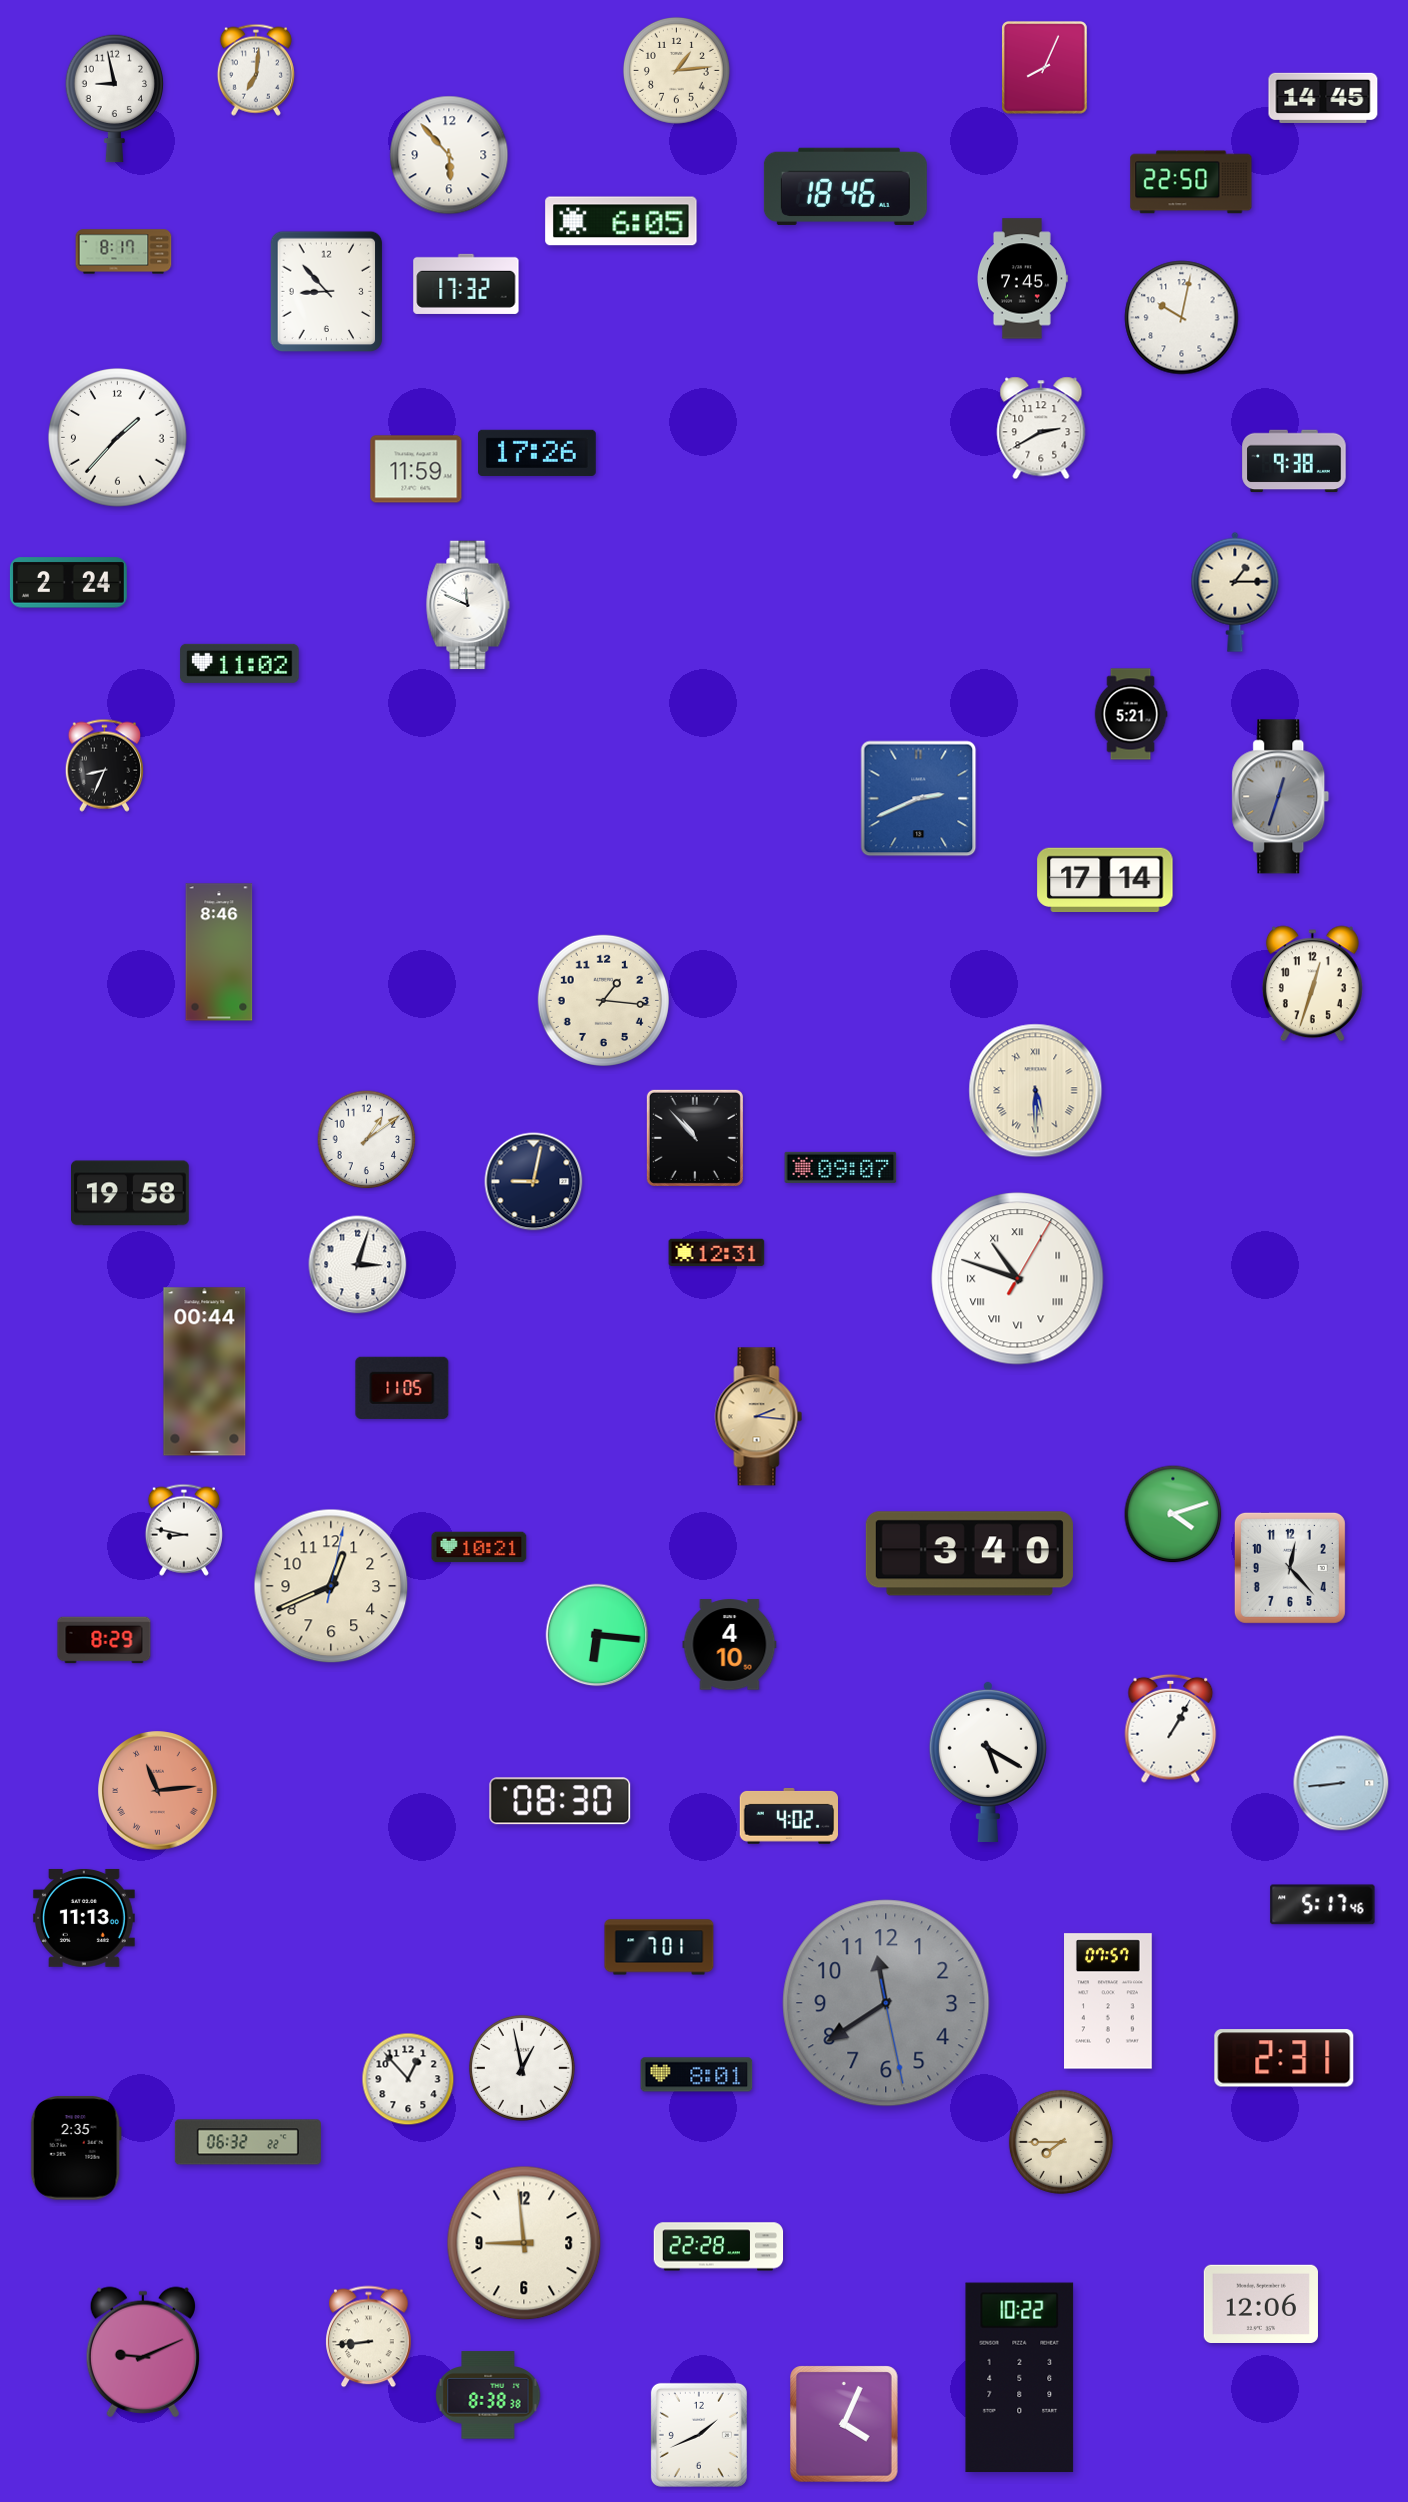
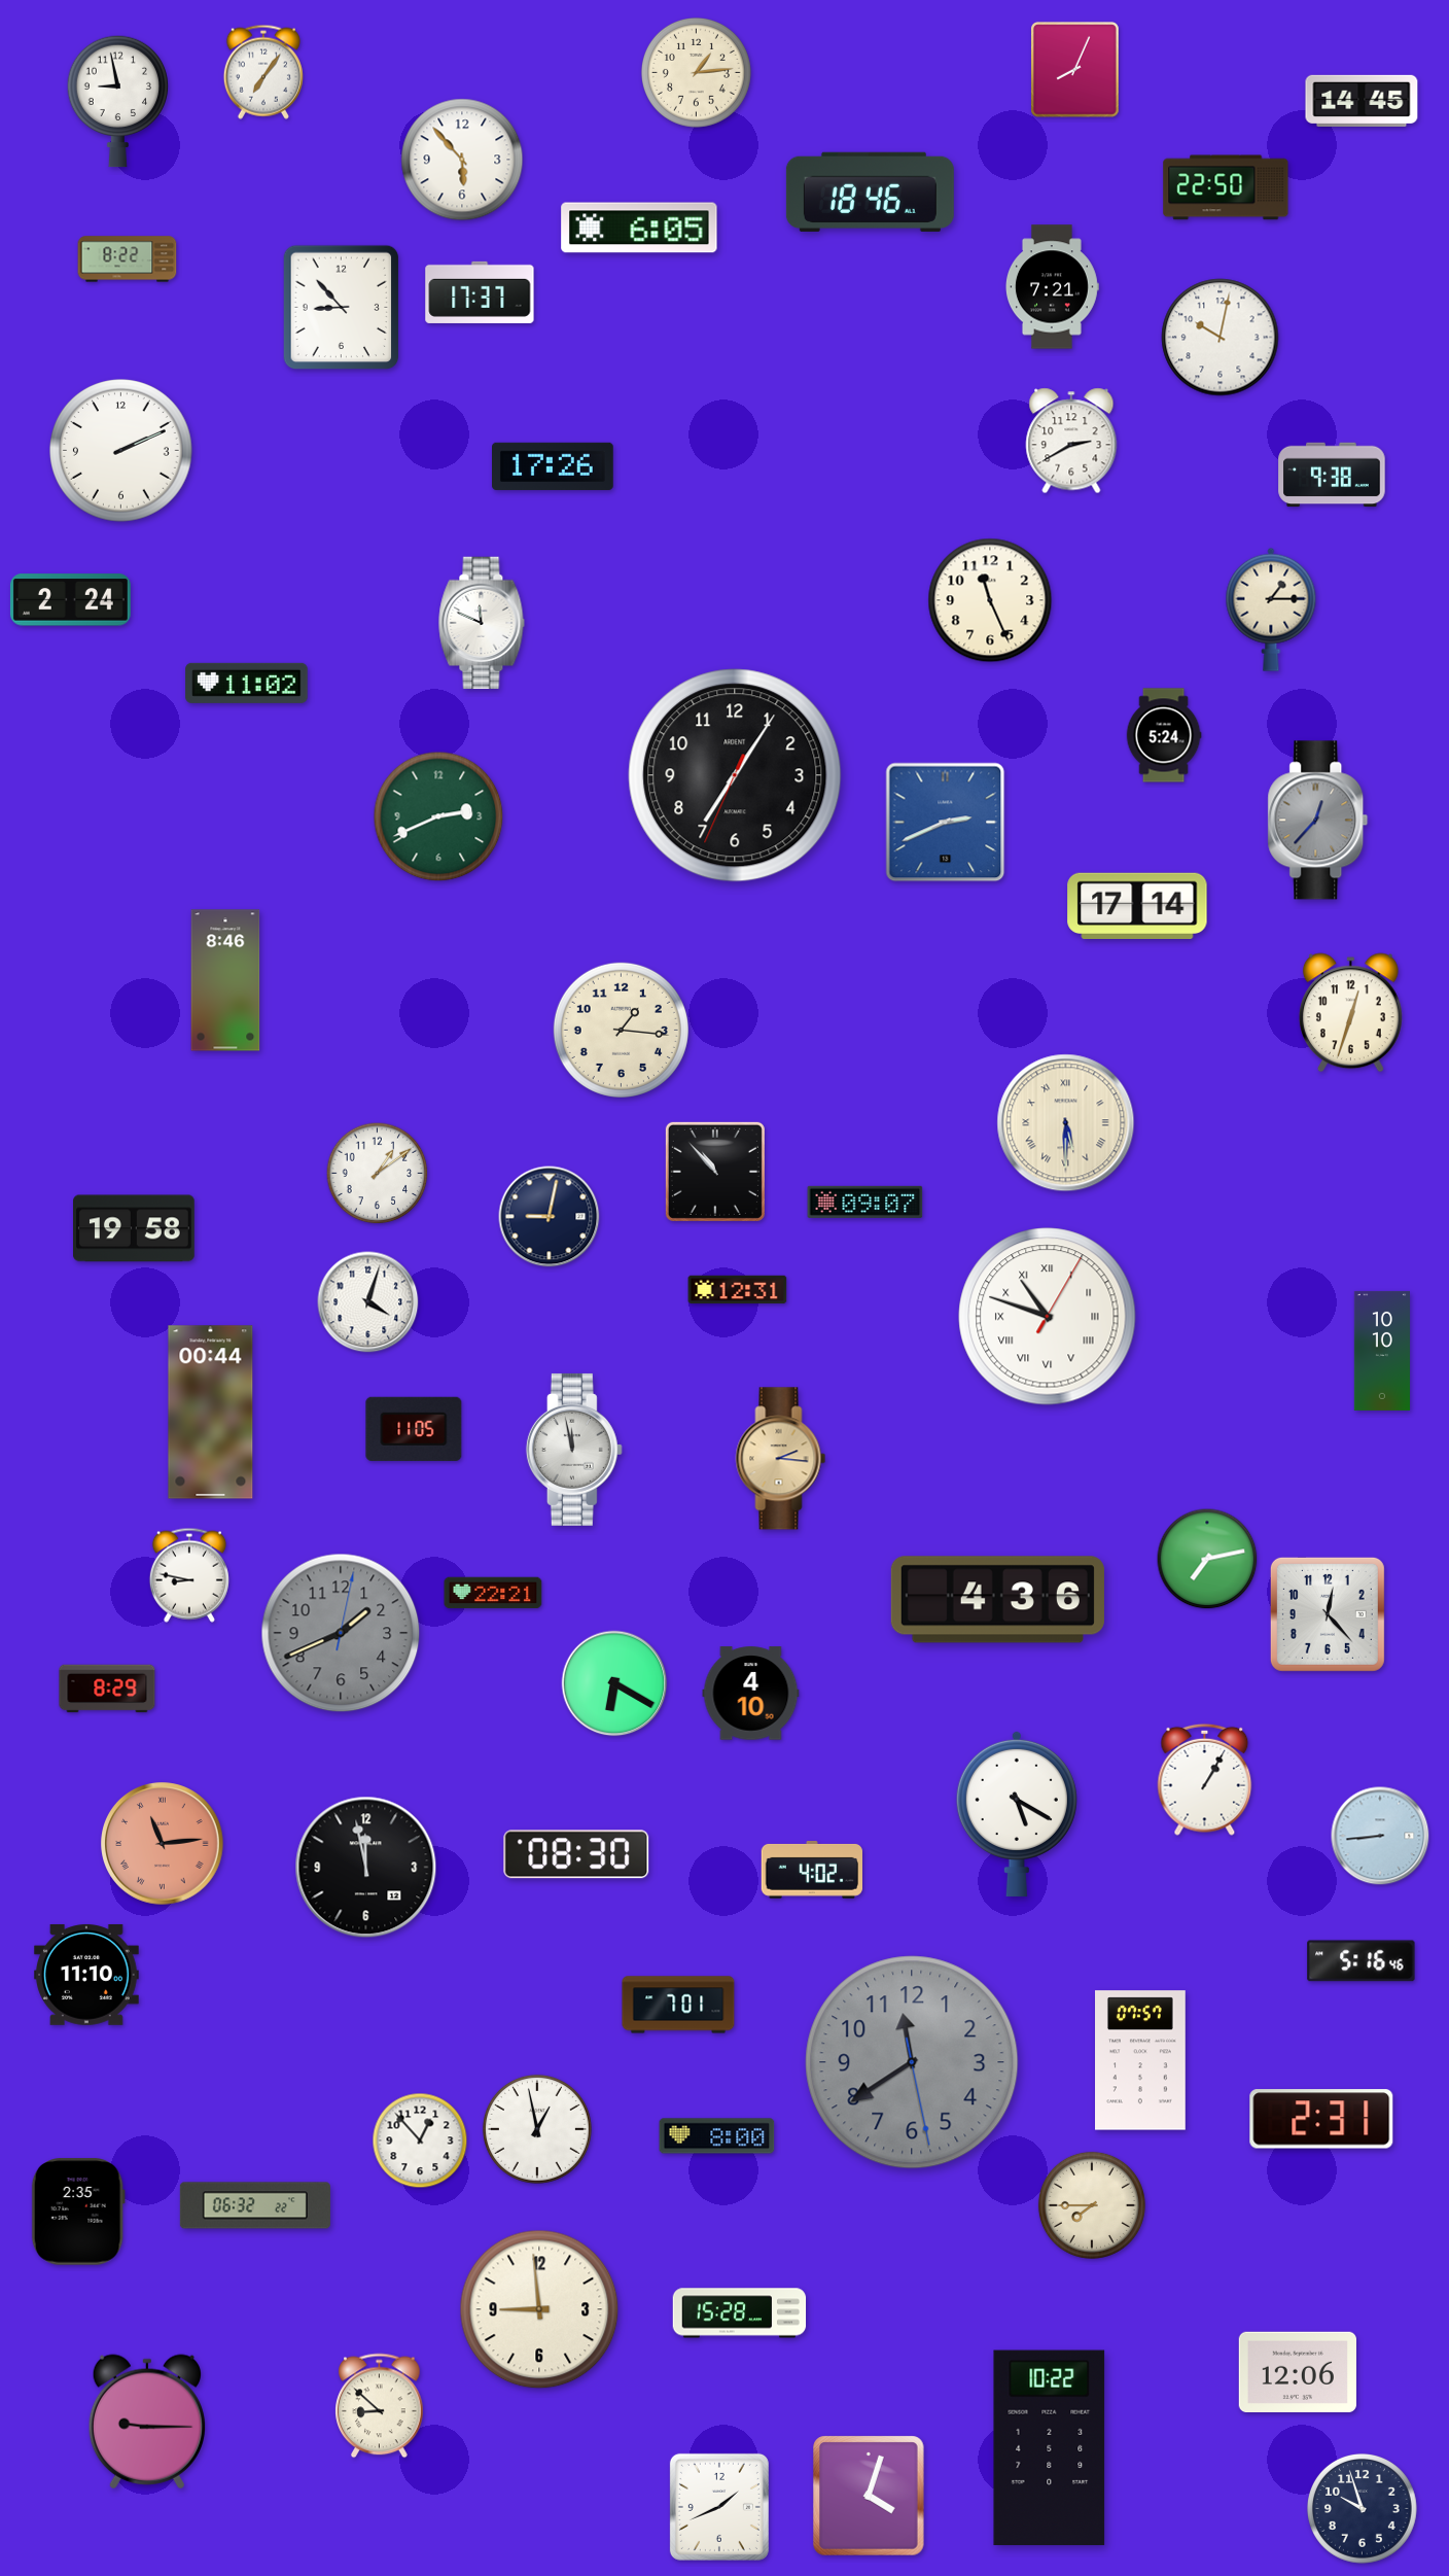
clock at (256, 70): 7:01 -> 7:06
clock at (124, 252): 8:17 -> 8:22
clock at (1022, 279): 7:45 -> 7:21
clock at (466, 284): 17:32 -> 17:37
clock at (327, 292) position: (327, 292) -> (342, 308)
clock at (1182, 318) position: (1182, 318) -> (1221, 338)
clock at (118, 438): 1:37 -> 2:11
clock at (416, 469): 11:59 -> none
clock at (990, 600): none -> 11:26
clock at (1131, 714): 5:21 -> 5:24
clock at (735, 775): none -> 7:05
clock at (104, 765): 8:34 -> none
clock at (438, 816): none -> 2:41
clock at (1281, 797): 12:33 -> 12:37
clock at (358, 1265): 3:03 -> 4:03
clock at (1381, 1351): none -> 10:10
clock at (574, 1450): none -> 11:58
clock at (1173, 1514): 4:12 -> 7:13
clock at (479, 1547): 10:21 -> 22:21
clock at (969, 1554): 3:40 -> 4:36
clock at (331, 1586): 12:41 -> 1:41
clock at (331, 1586) dial: cream -> grey
clock at (597, 1635): 6:16 -> 6:20
clock at (366, 1868): none -> 11:58
clock at (1323, 1905): 5:17 -> 5:16
clock at (84, 1918): 11:13 -> 11:10
clock at (697, 2075): 8:01 -> 8:00
clock at (719, 2247): 22:28 -> 15:28
clock at (369, 2337): 8:44 -> 8:52
clock at (143, 2352): 9:11 -> 9:15
clock at (488, 2395): 8:38 -> none
clock at (844, 2424): 4:04 -> 4:03
clock at (1362, 2508): none -> 9:57
